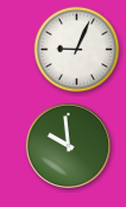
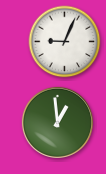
clock at (68, 145): 9:59 -> 12:59
